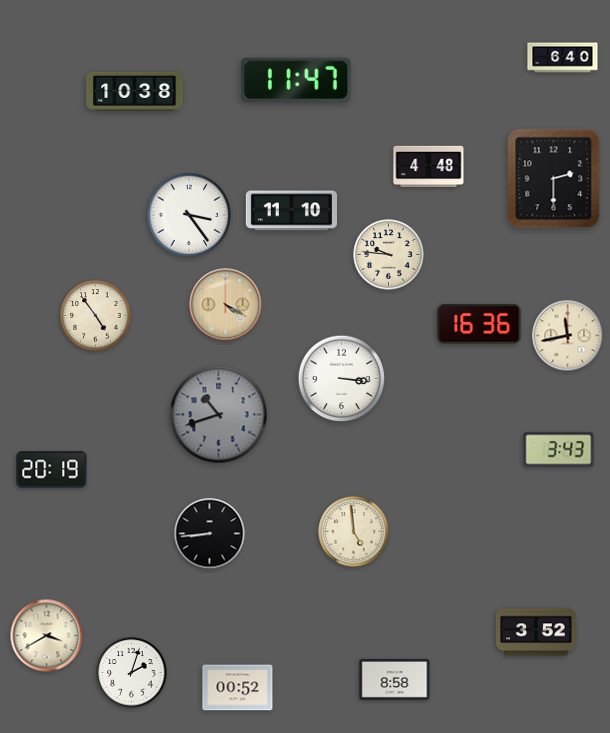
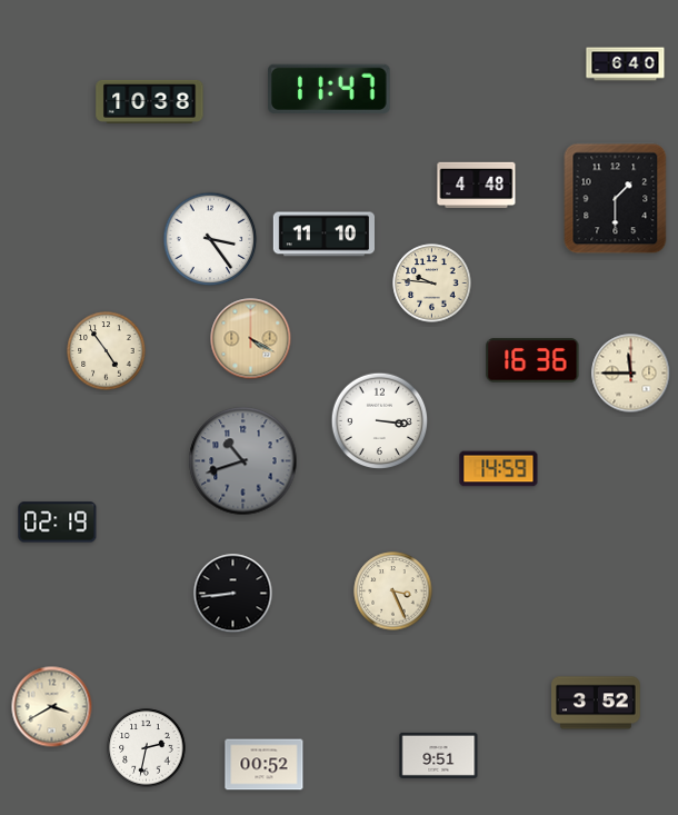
clock at (554, 179): 2:30 -> 1:30
clock at (568, 336): 11:43 -> 11:45
clock at (499, 469): none -> 14:59
clock at (559, 450): 3:43 -> none
clock at (52, 470): 20:19 -> 02:19
clock at (354, 532): 4:59 -> 3:26
clock at (132, 673): 2:03 -> 2:32
clock at (395, 679): 8:58 -> 9:51
